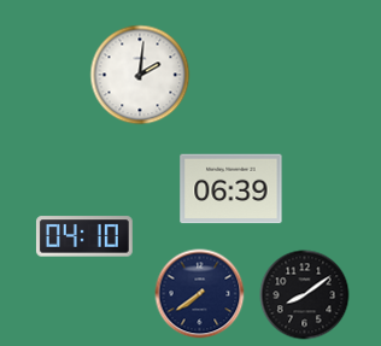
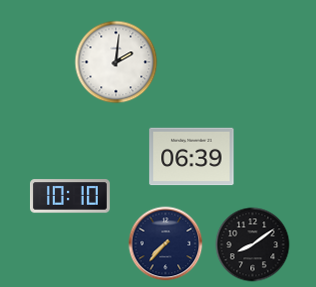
clock at (84, 236): 04:10 -> 10:10
clock at (200, 294): 7:39 -> 7:37
